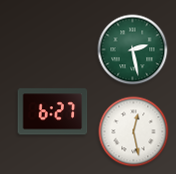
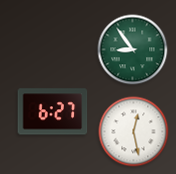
clock at (133, 50): 2:28 -> 8:54
